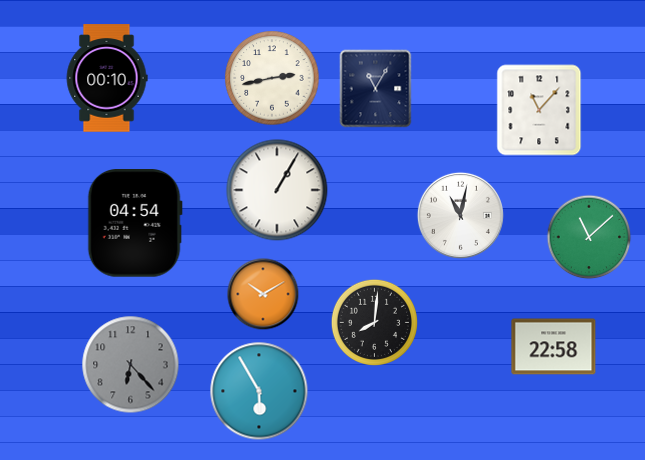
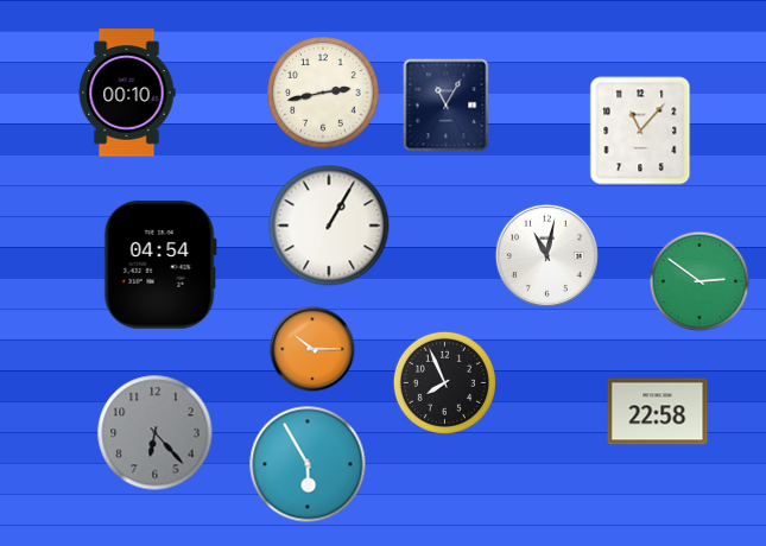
clock at (589, 237): 11:08 -> 2:51
clock at (263, 294): 10:10 -> 10:15
clock at (374, 322): 8:01 -> 7:56
